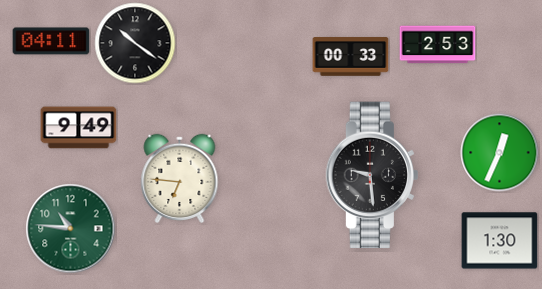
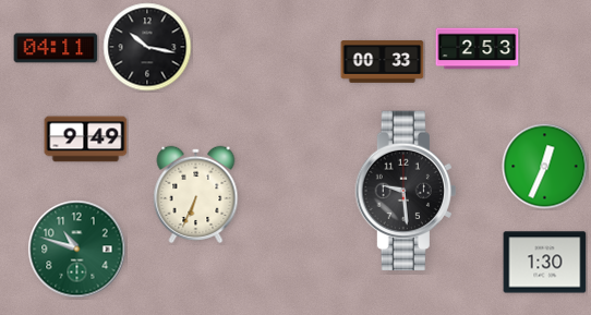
clock at (51, 41) position: (51, 41) -> (56, 48)
clock at (135, 43): 10:21 -> 10:17
clock at (180, 178): 6:46 -> 6:34
clock at (71, 229): 10:46 -> 10:48
